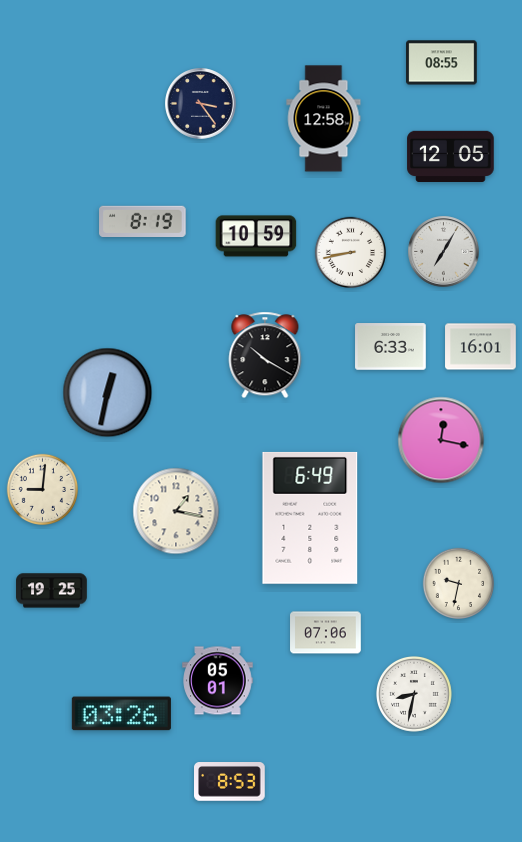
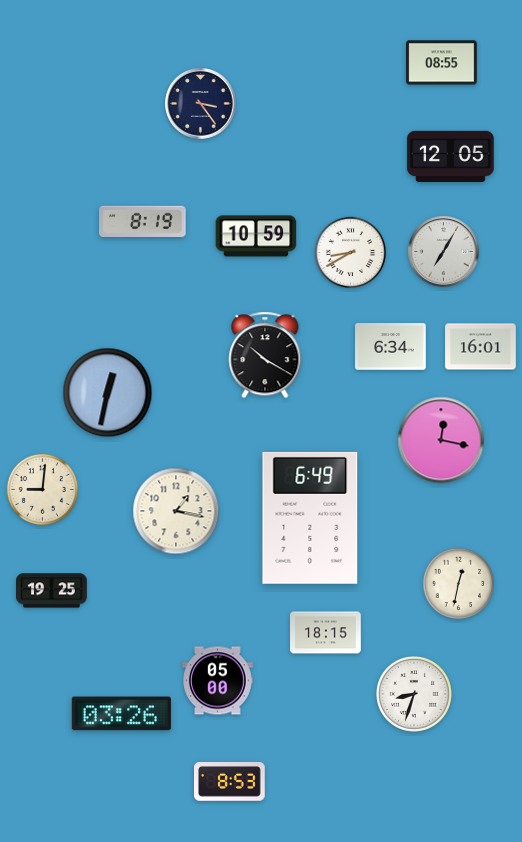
clock at (324, 119): 12:58 -> none
clock at (350, 252): 8:43 -> 8:40
clock at (391, 347): 6:33 -> 6:34
clock at (458, 583): 9:32 -> 12:32
clock at (326, 633): 07:06 -> 18:15
clock at (218, 681): 05:01 -> 05:00
clock at (415, 695): 8:32 -> 8:33
